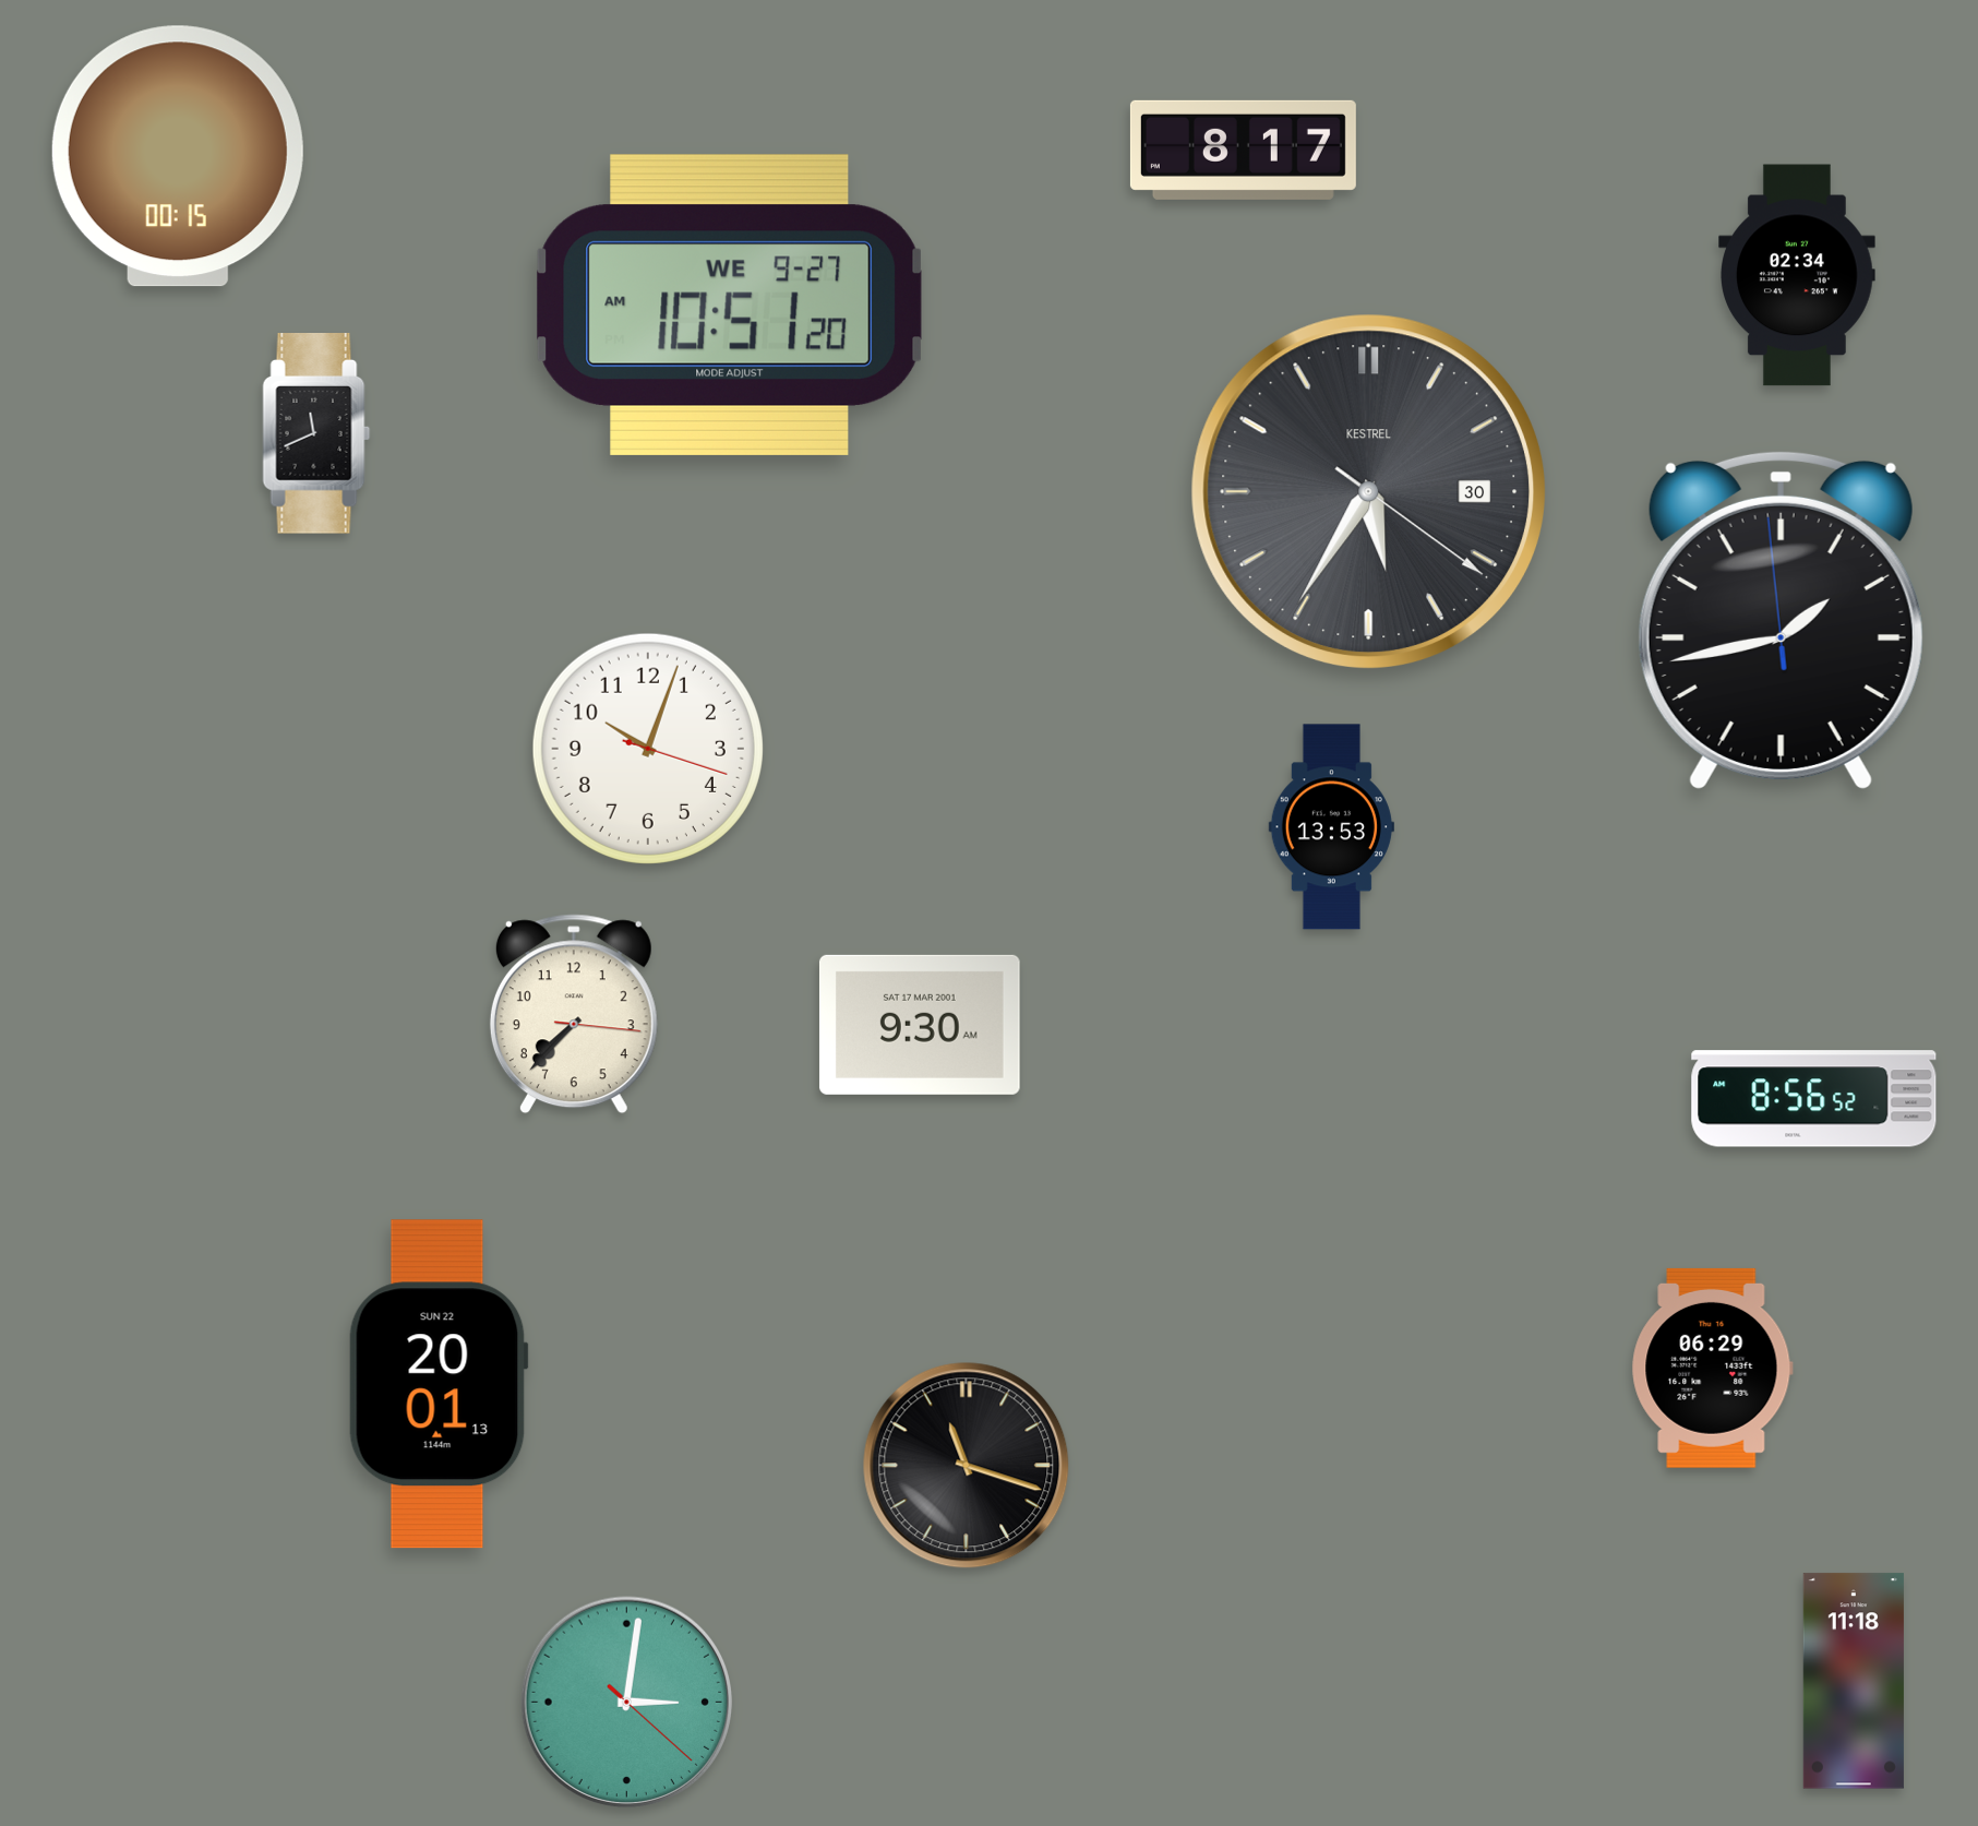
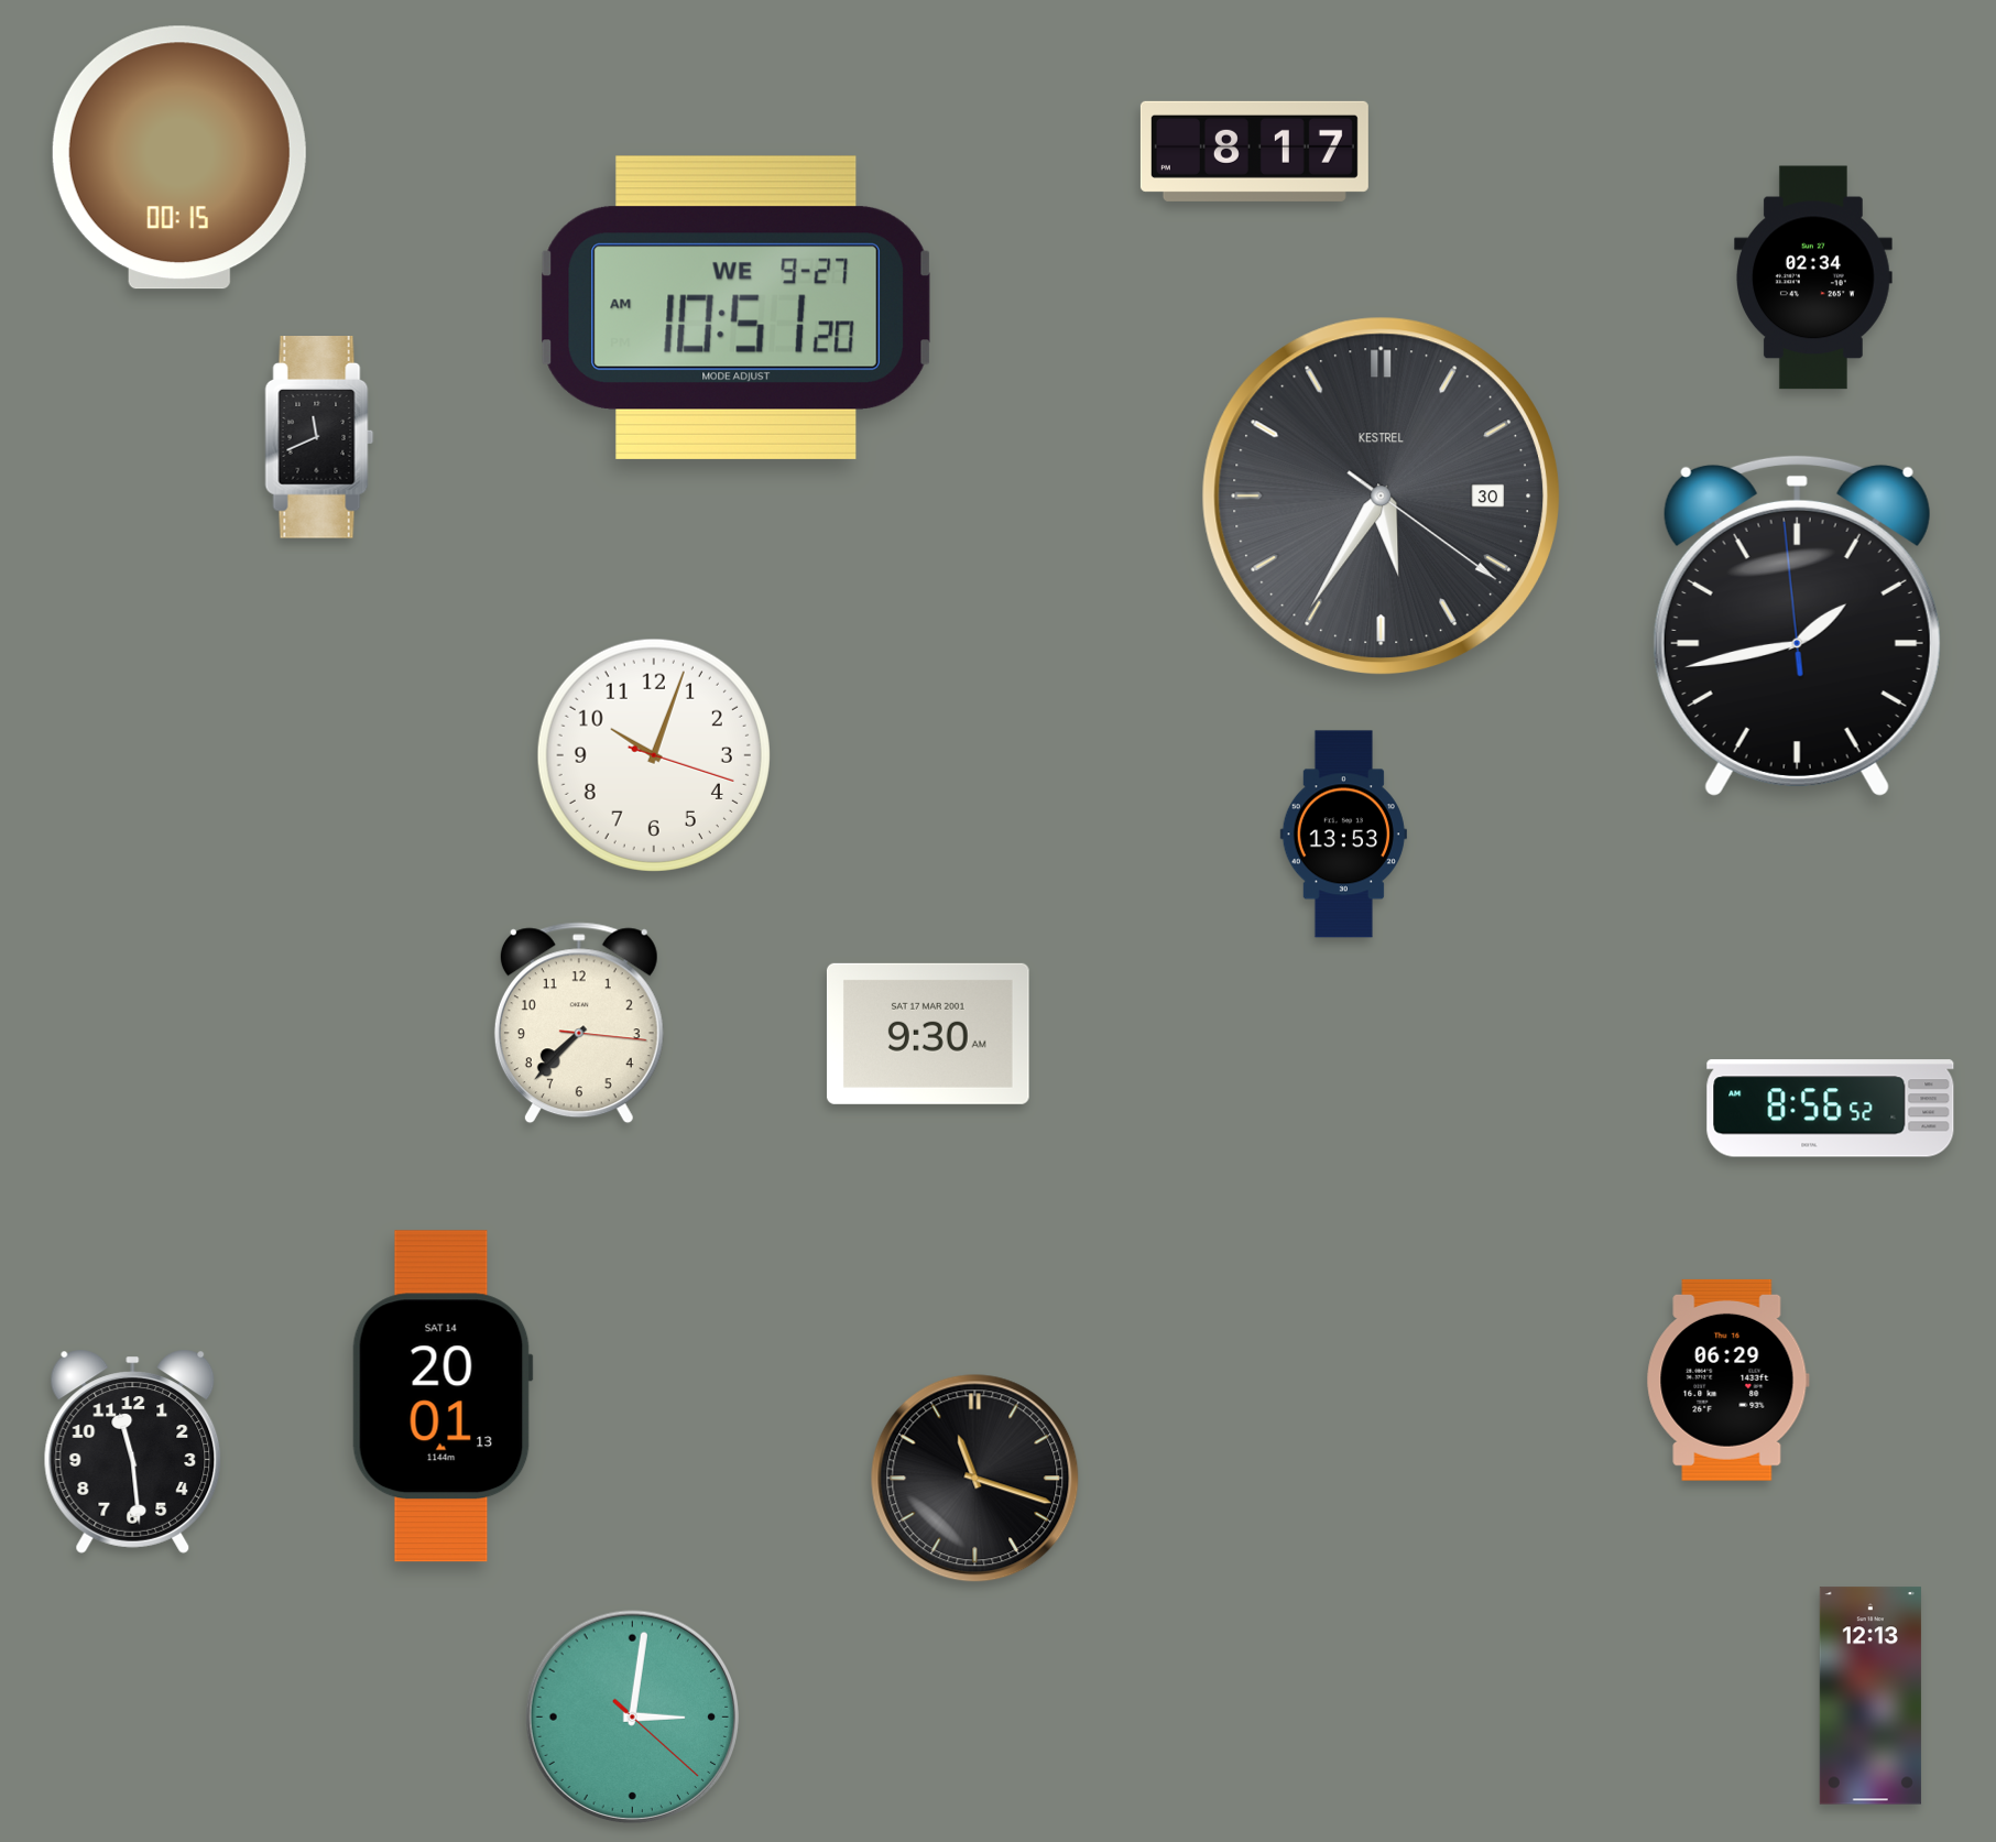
clock at (439, 1384) date: SUN 22 -> SAT 14
clock at (133, 1451): none -> 11:29
clock at (1854, 1681): 11:18 -> 12:13
